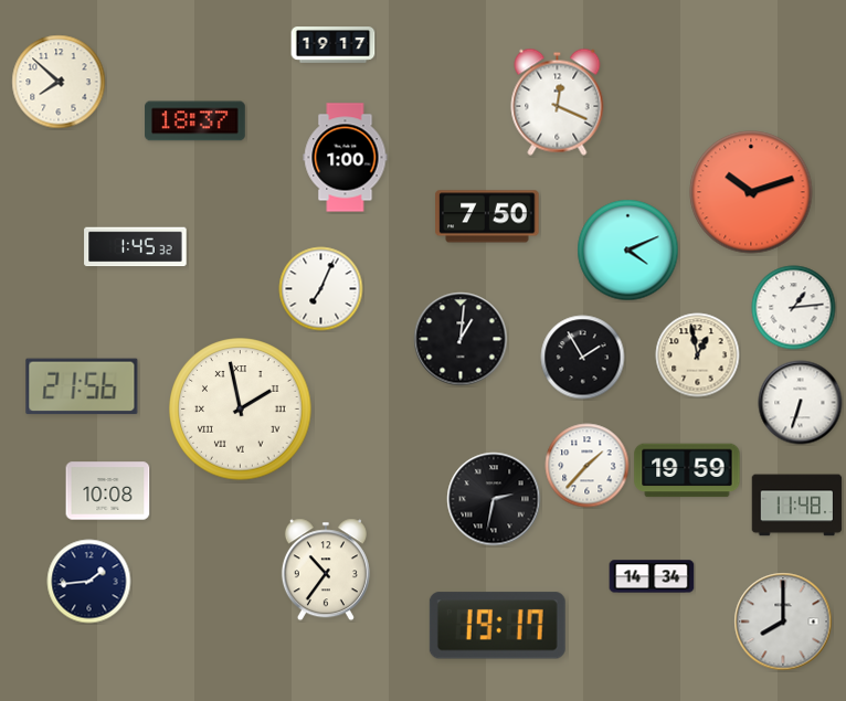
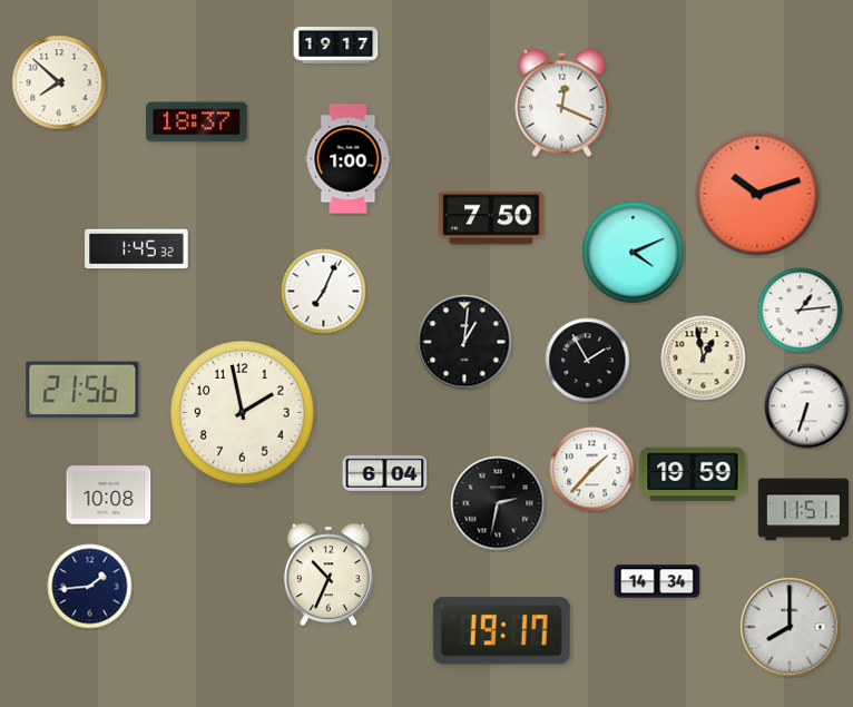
clock at (241, 410) numerals: Roman -> Arabic
clock at (385, 473): none -> 6:04
clock at (797, 506): 11:48 -> 11:51
clock at (326, 570): 10:36 -> 10:34
